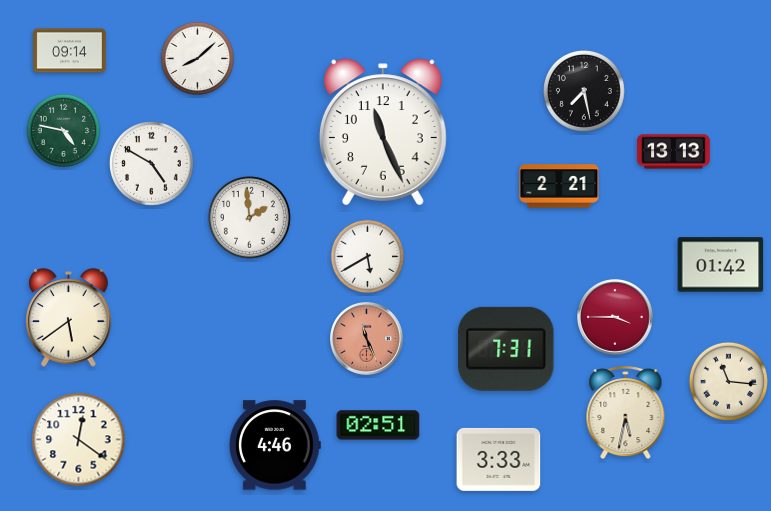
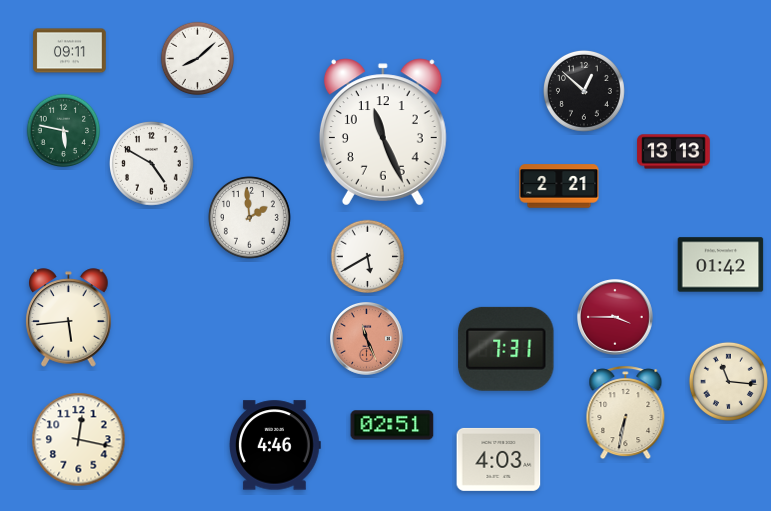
clock at (70, 51): 09:14 -> 09:11
clock at (584, 91): 7:28 -> 12:52
clock at (64, 131): 4:47 -> 5:47
clock at (69, 318): 5:39 -> 5:44
clock at (626, 413): 5:32 -> 6:32
clock at (378, 425) position: (378, 425) -> (392, 425)
clock at (79, 440): 12:21 -> 12:17
clock at (499, 459): 3:33 -> 4:03
